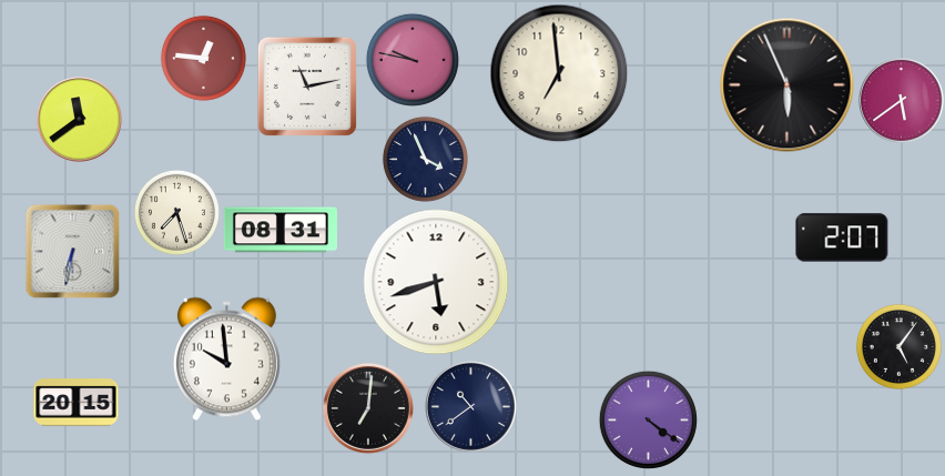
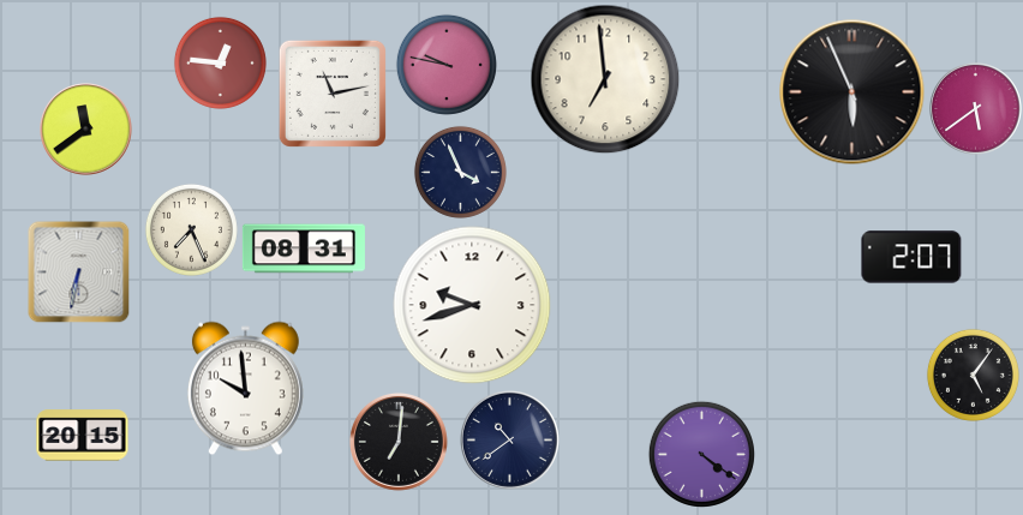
clock at (176, 212): 7:27 -> 7:26
clock at (436, 282): 5:42 -> 9:42
